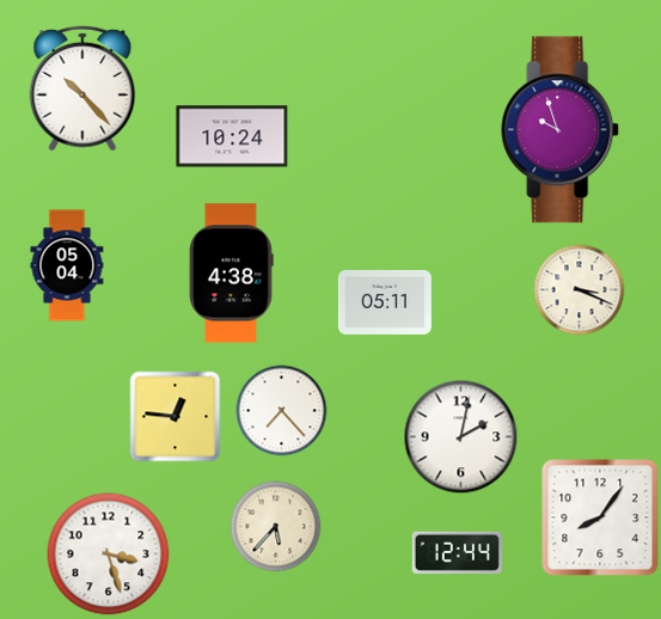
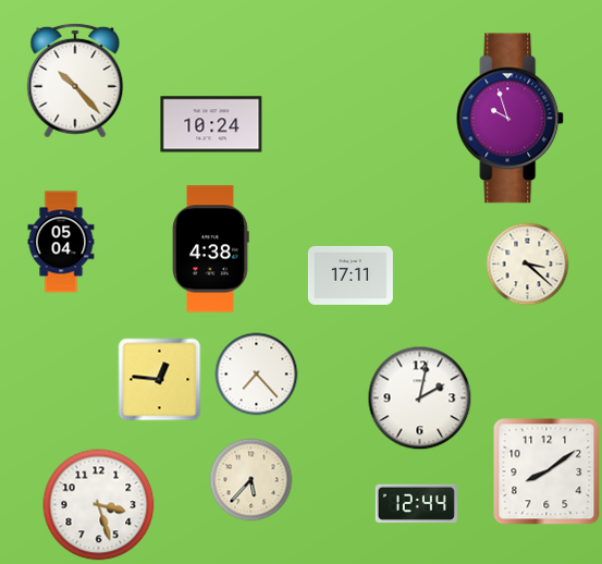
clock at (580, 290): 3:19 -> 3:22
clock at (385, 302): 05:11 -> 17:11
clock at (600, 517): 8:06 -> 8:09
